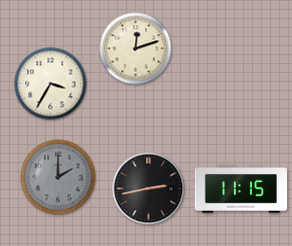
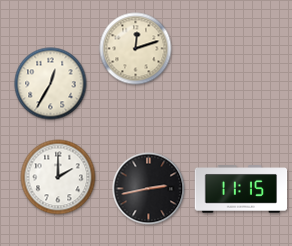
clock at (51, 84): 3:35 -> 12:35
clock at (58, 177) dial: grey -> white
